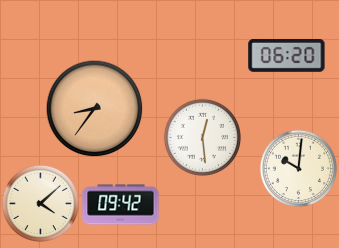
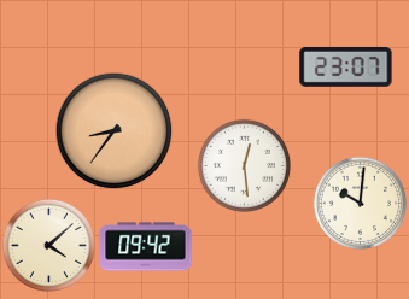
clock at (287, 55): 06:20 -> 23:07
